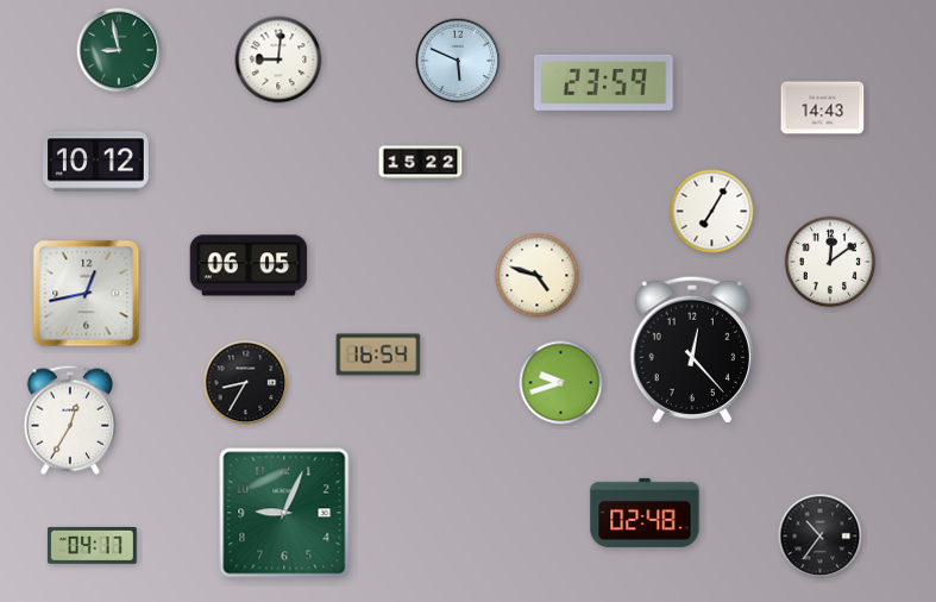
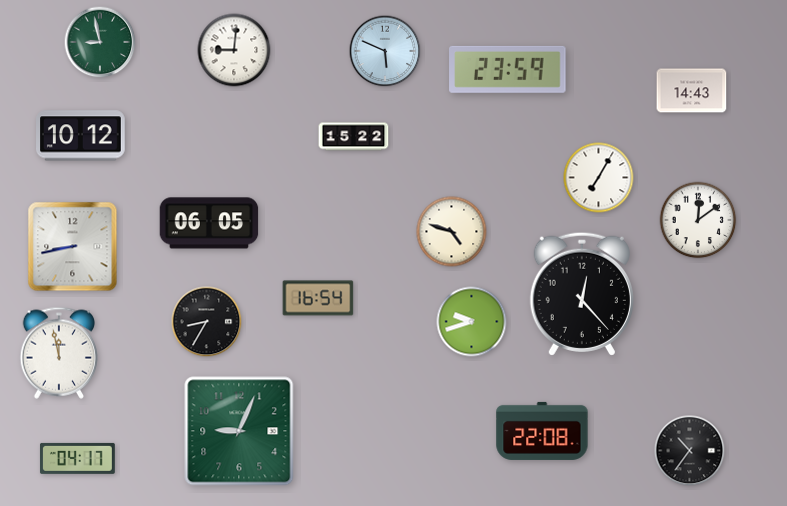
clock at (87, 294): 12:43 -> 8:43
clock at (70, 420): 12:35 -> 11:58
clock at (645, 513): 02:48 -> 22:08
